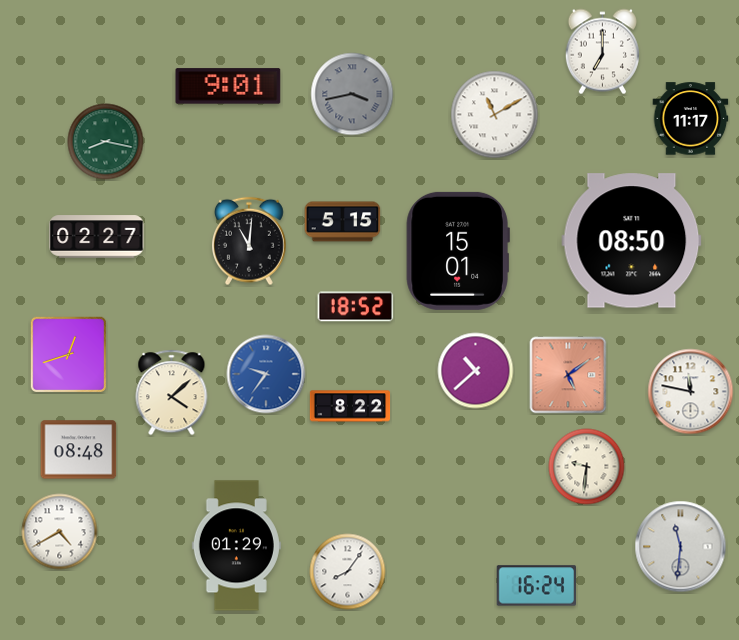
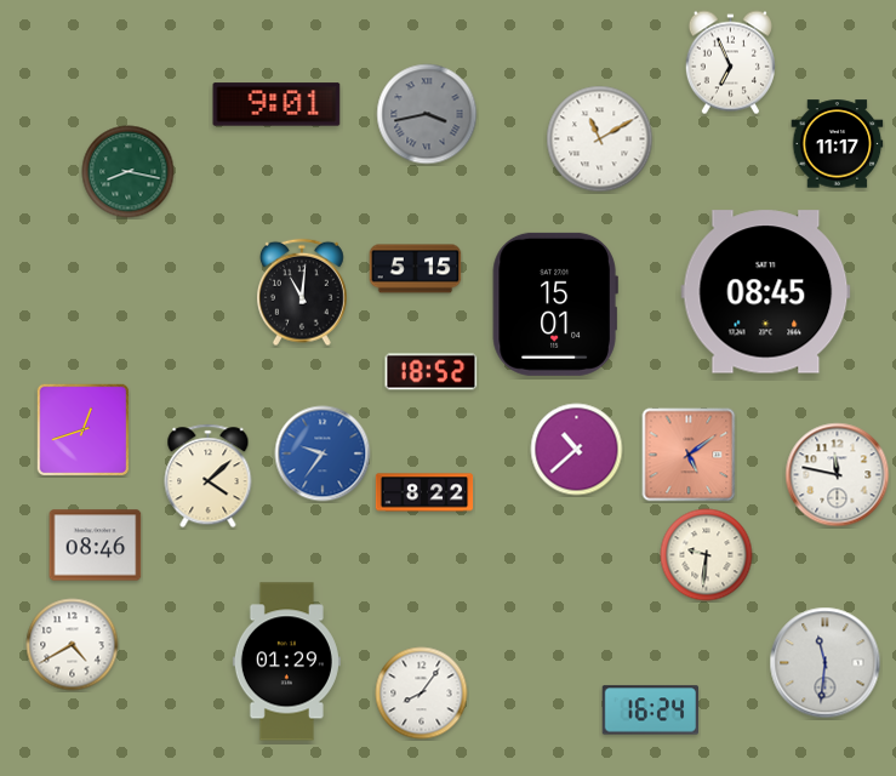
clock at (602, 52): 7:00 -> 6:56
clock at (97, 237): 02:27 -> none
clock at (632, 241): 08:50 -> 08:45
clock at (79, 450): 08:48 -> 08:46
clock at (587, 467) position: (587, 467) -> (707, 555)
